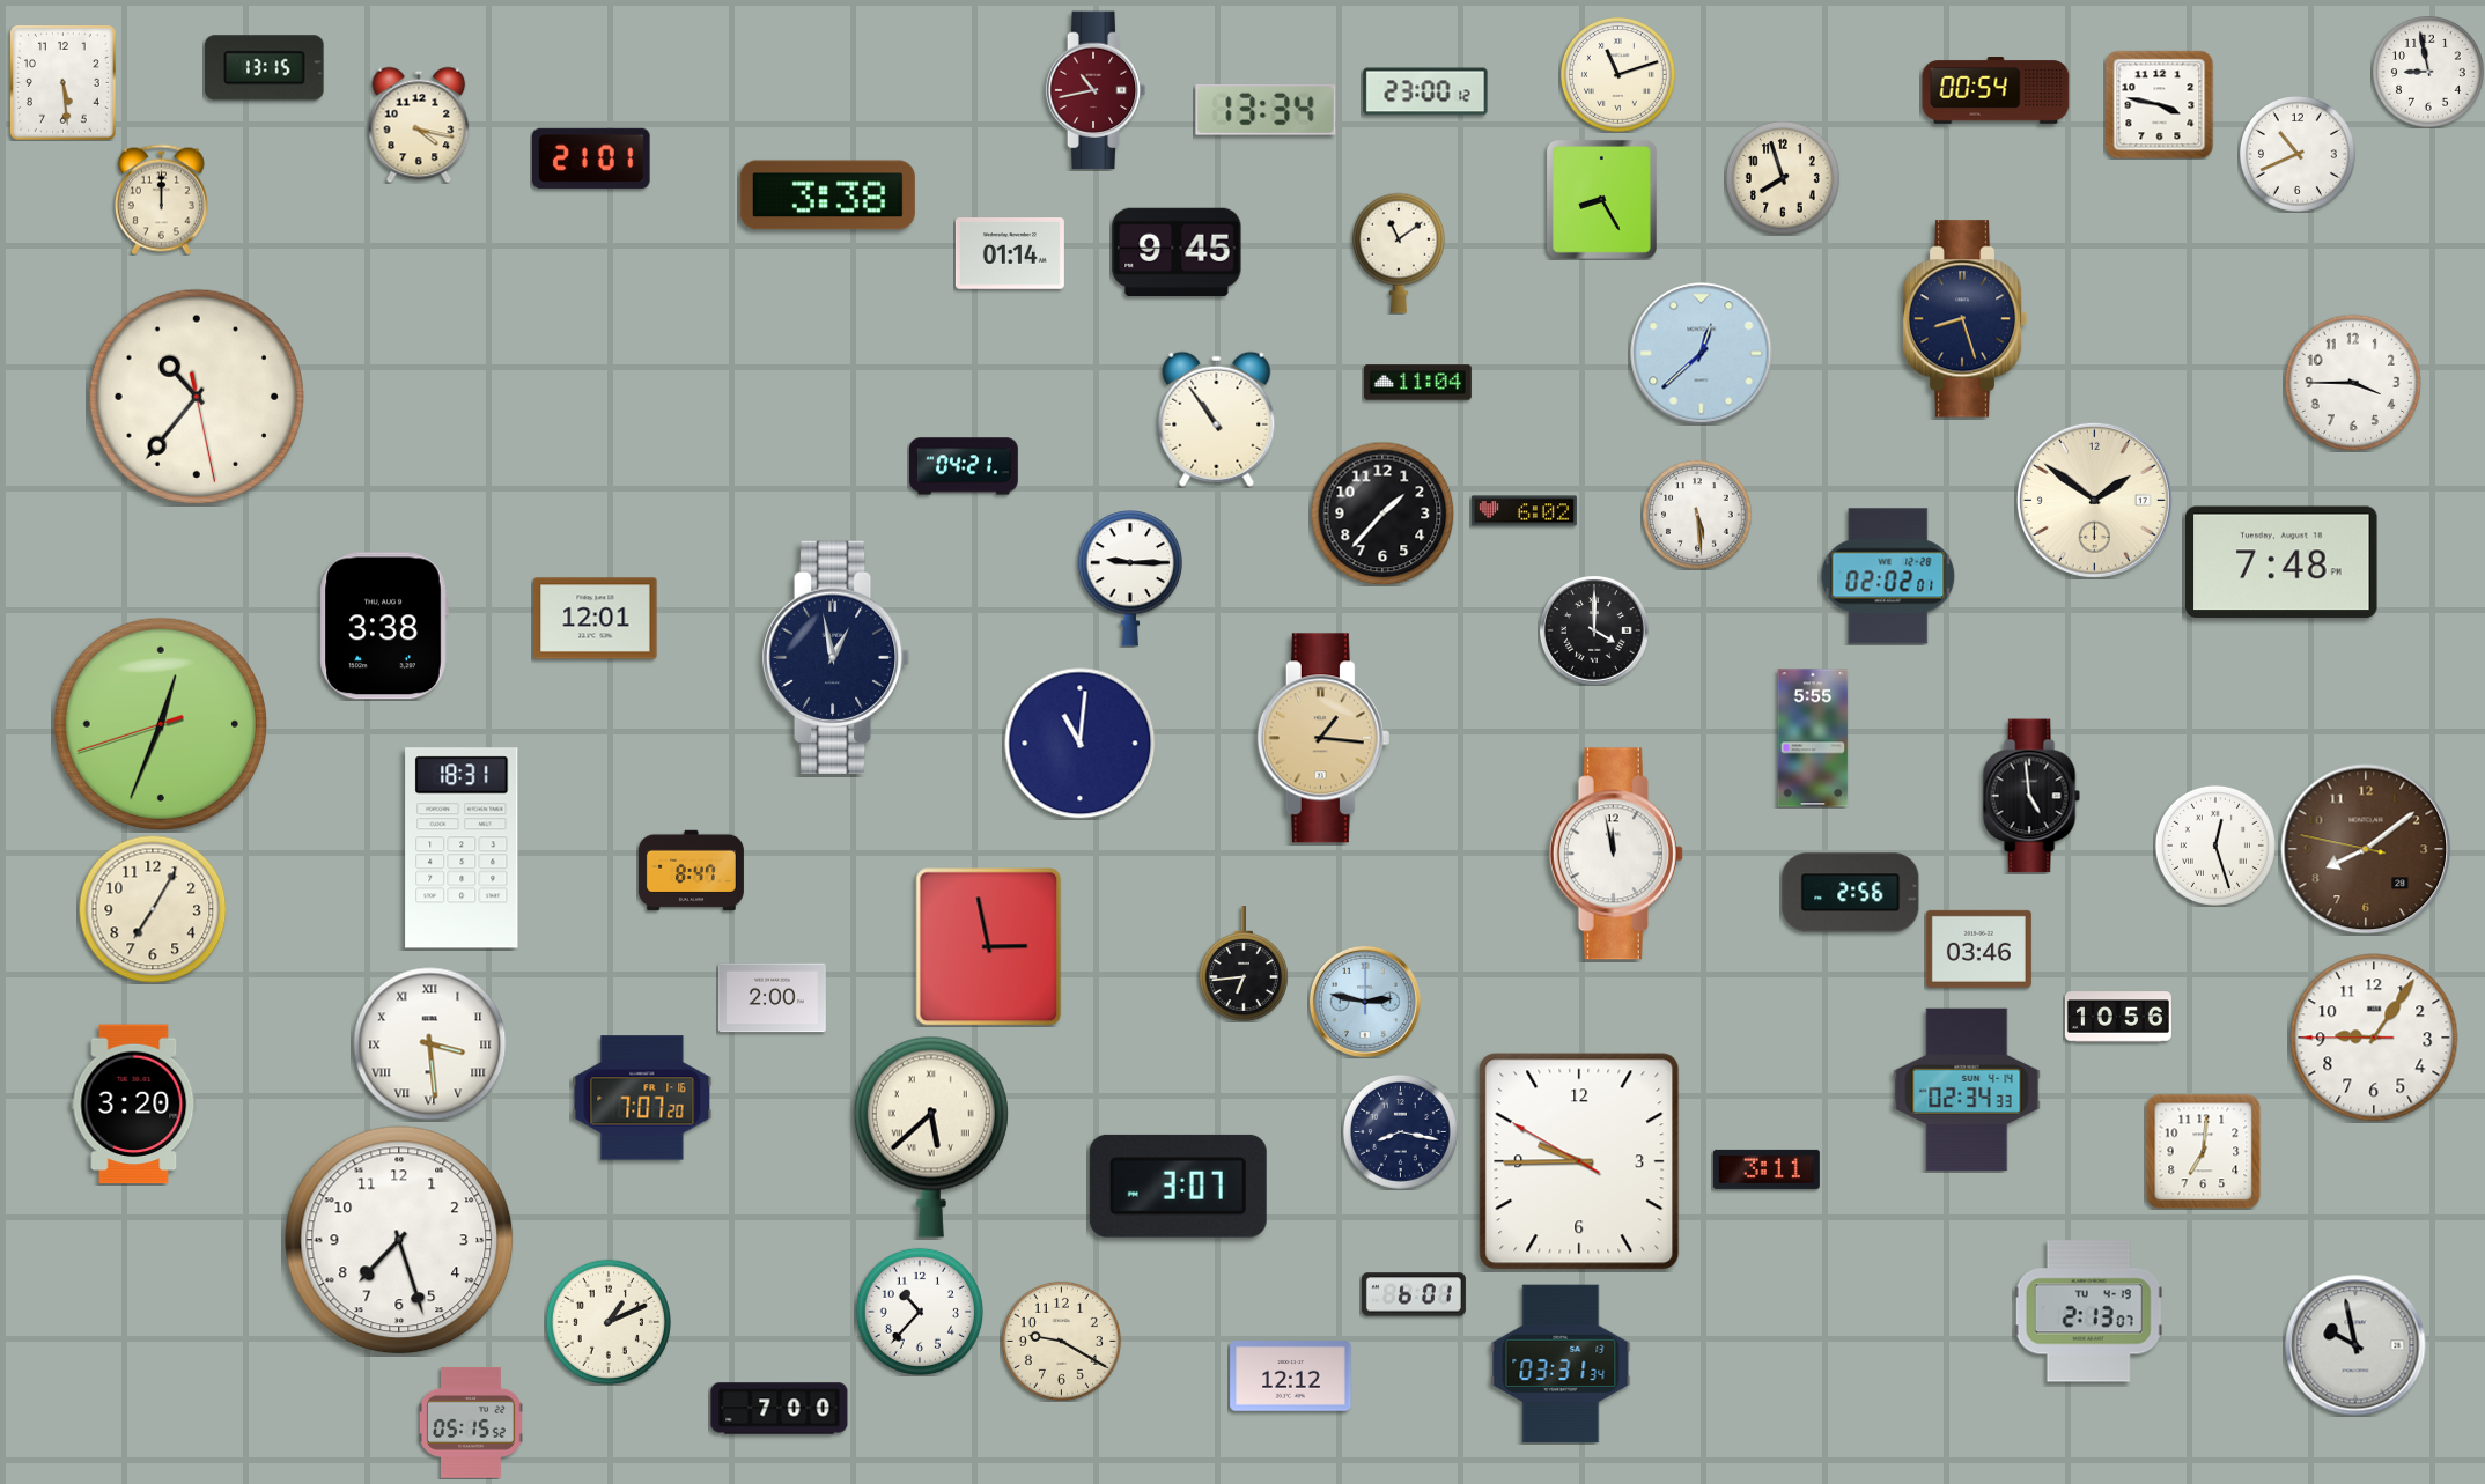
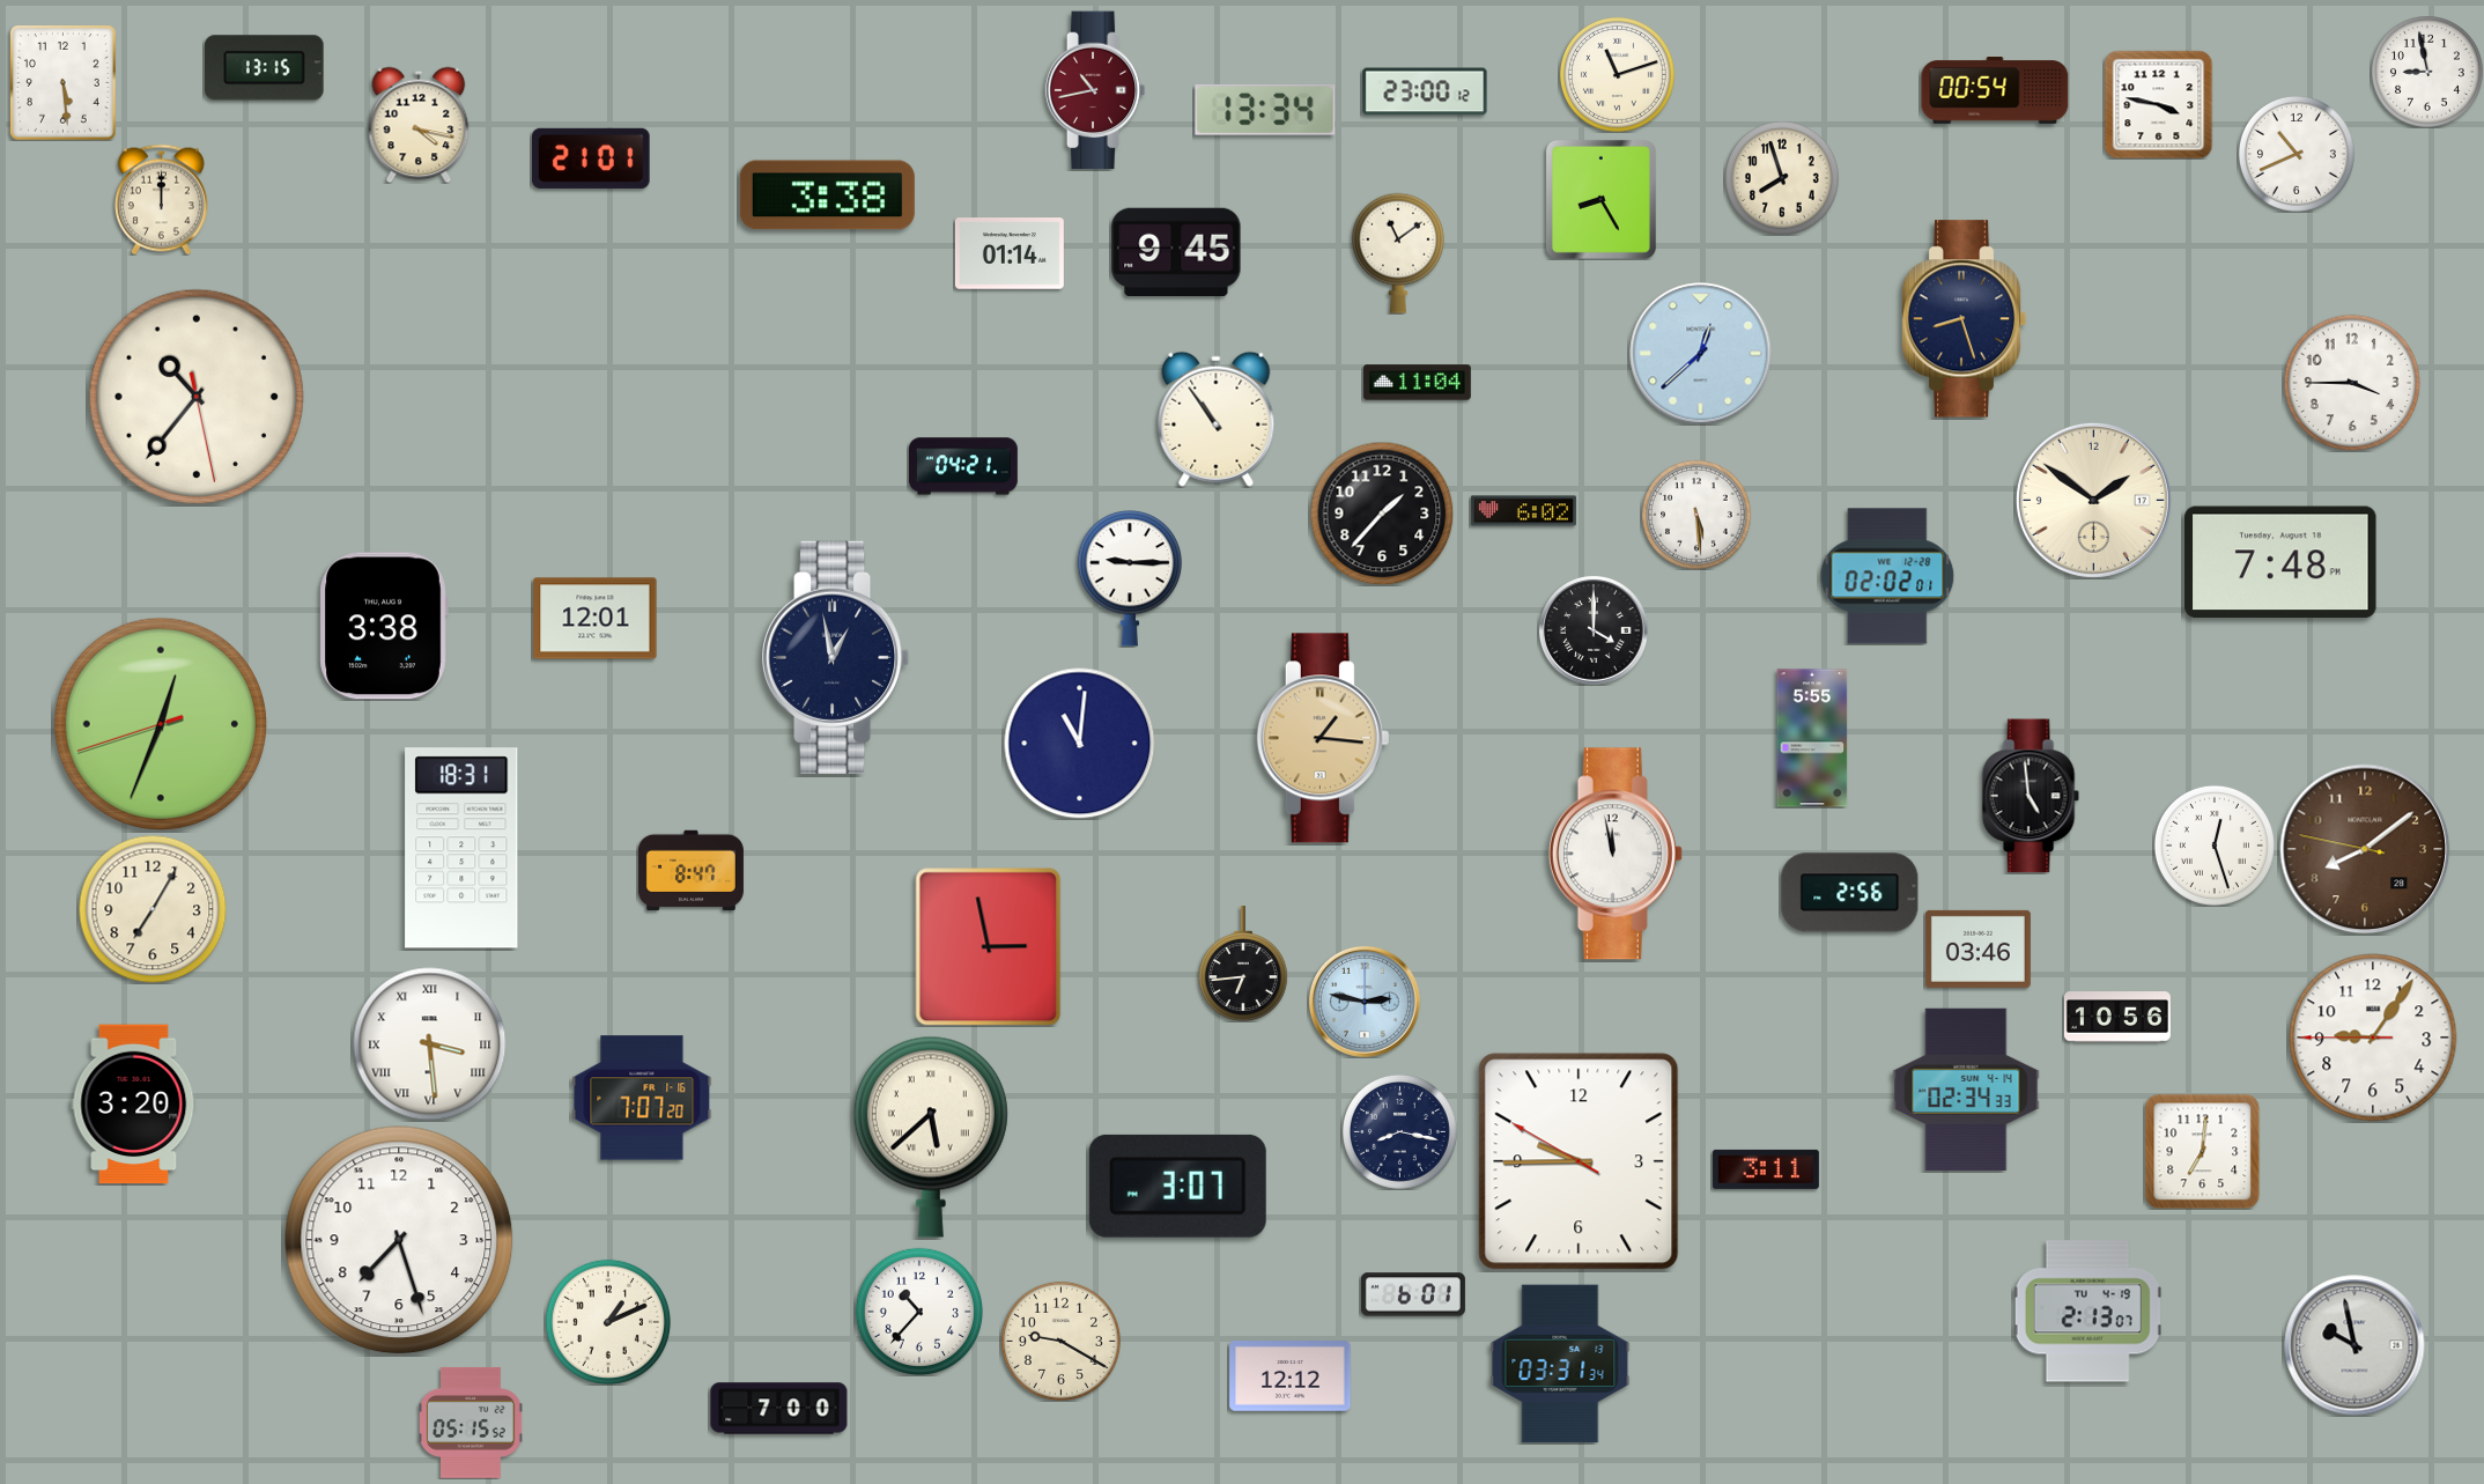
clock at (772, 998): 2:00 -> none
